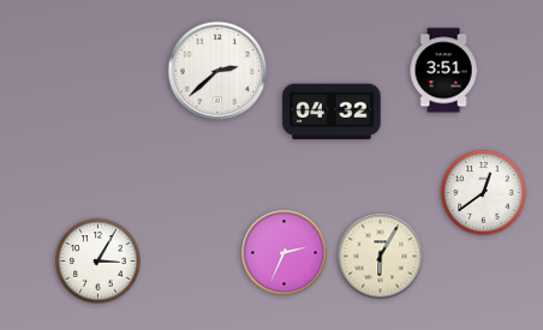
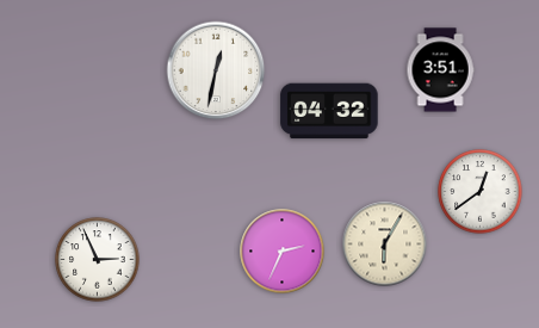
clock at (217, 71): 2:38 -> 12:32
clock at (381, 257) position: (381, 257) -> (385, 245)
clock at (99, 262): 3:05 -> 2:56
